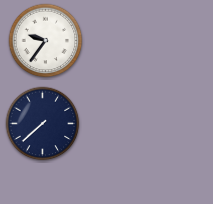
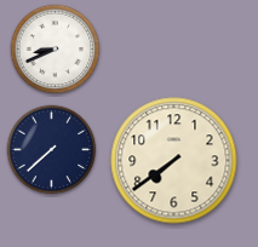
clock at (46, 41): 9:36 -> 8:41
clock at (174, 161): none -> 7:39
